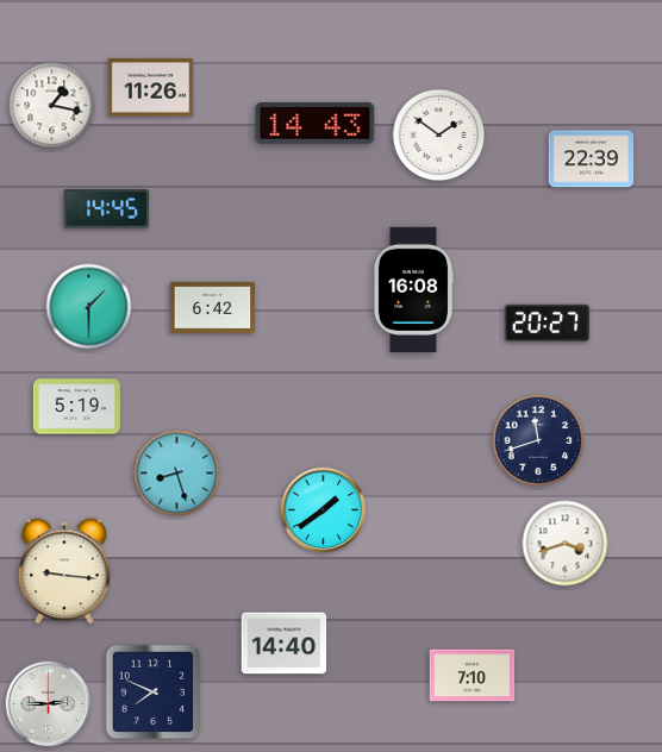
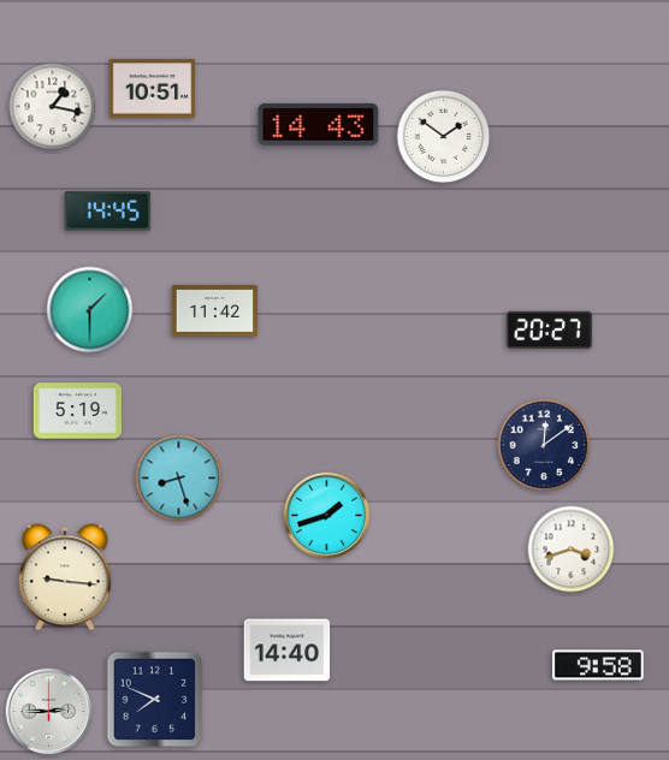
clock at (151, 88): 11:26 -> 10:51
clock at (592, 159): 22:39 -> none
clock at (412, 289): 16:08 -> none
clock at (213, 307): 6:42 -> 11:42
clock at (548, 324) position: (548, 324) -> (550, 331)
clock at (538, 440): 11:42 -> 12:09
clock at (324, 510): 1:39 -> 1:42
clock at (599, 665): none -> 9:58
clock at (473, 676): 7:10 -> none
